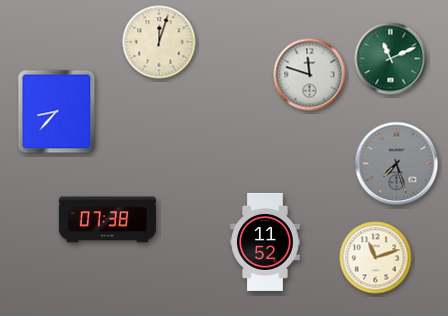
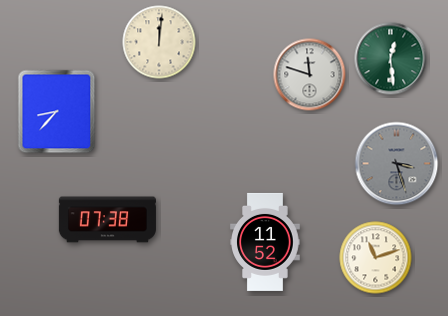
clock at (159, 42): 12:03 -> 12:01
clock at (391, 59): 11:11 -> 12:29
clock at (397, 164): 7:27 -> 3:27
